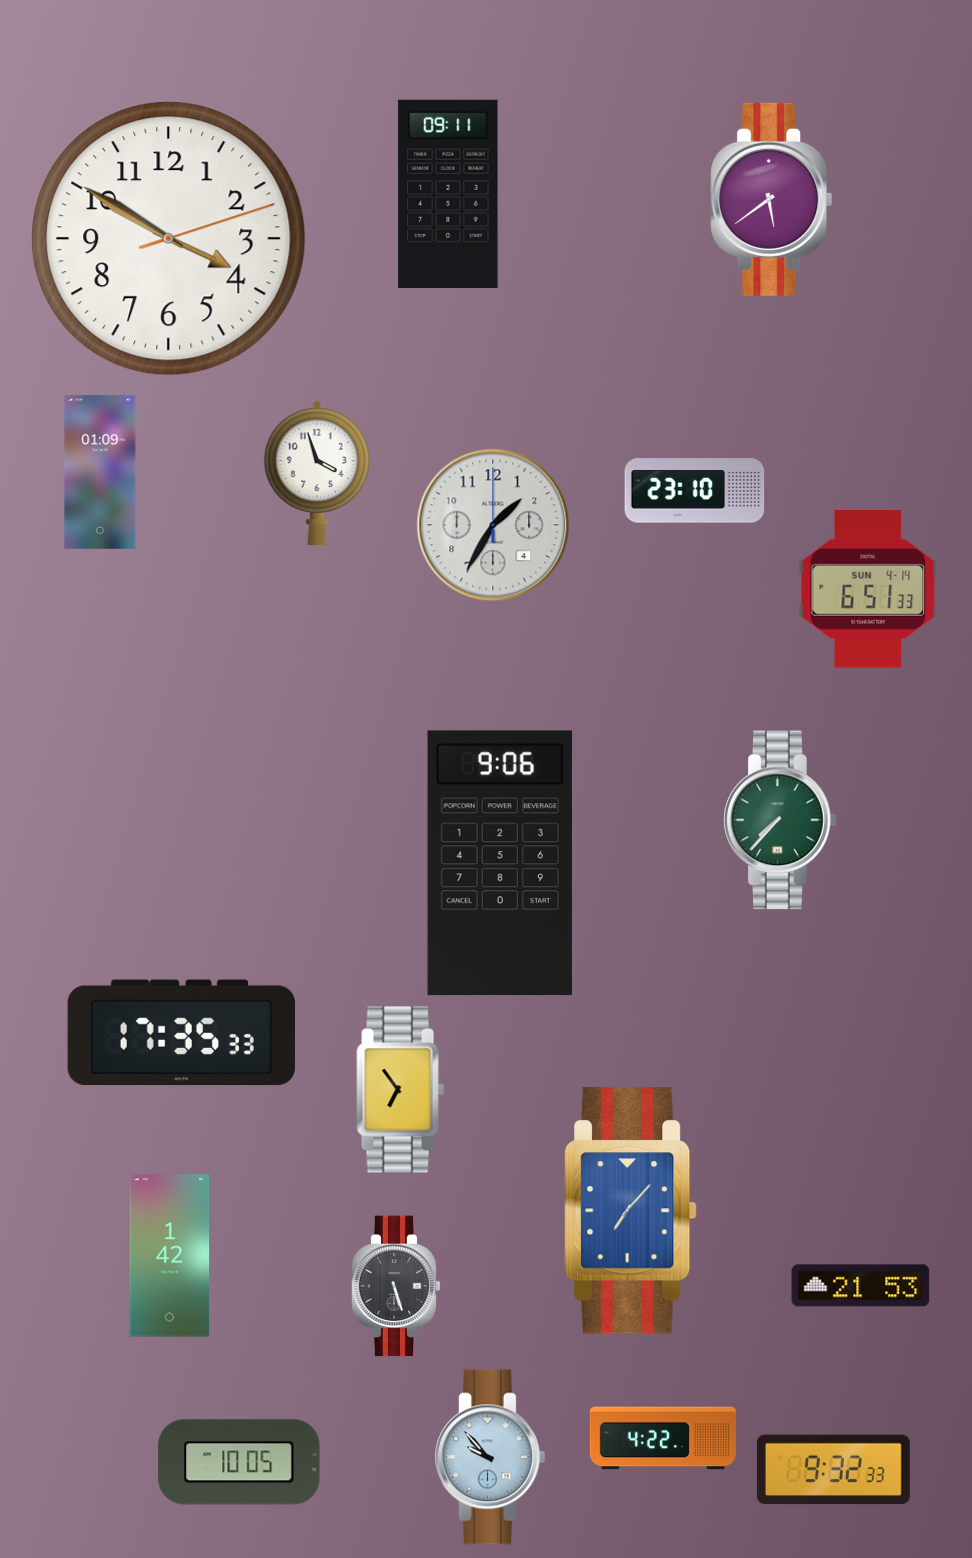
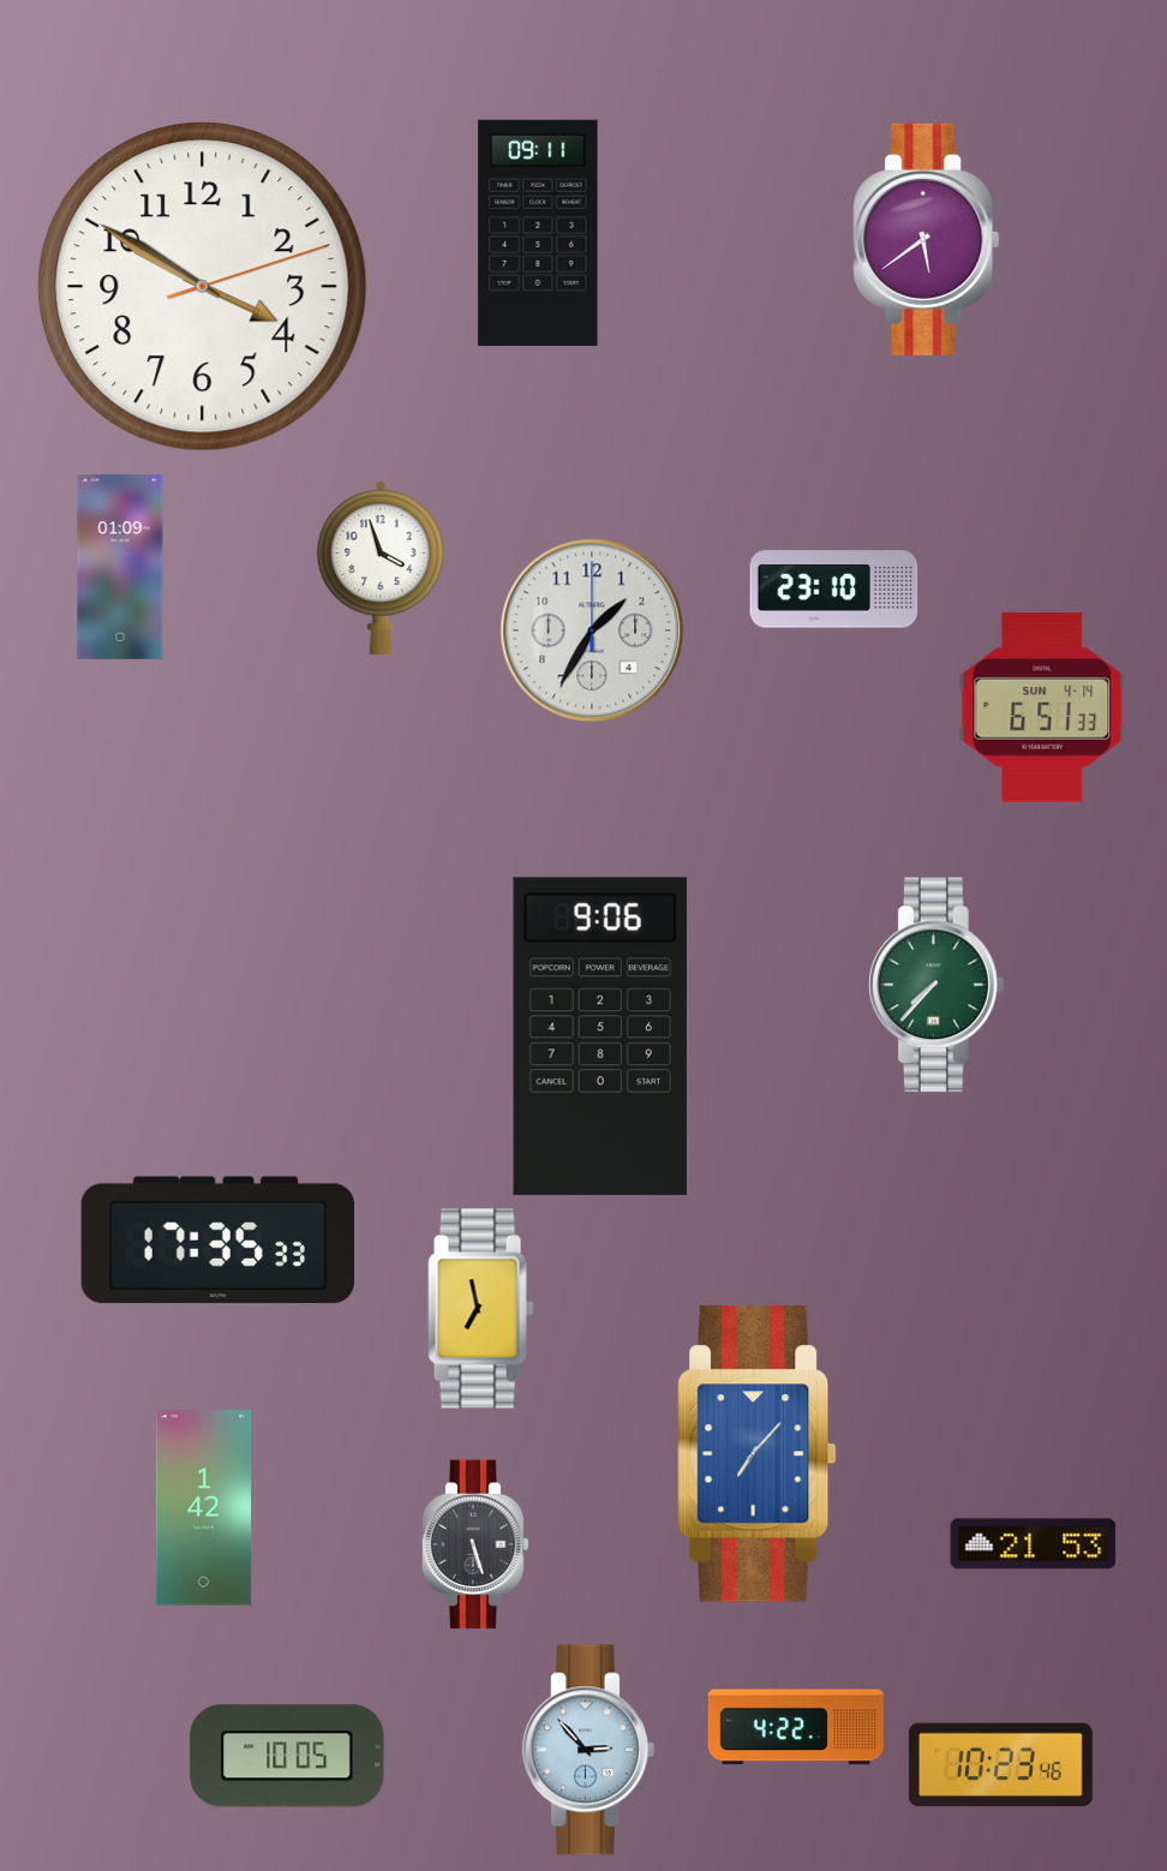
clock at (401, 1090): 6:54 -> 6:58
clock at (490, 1457): 9:53 -> 2:53
clock at (833, 1470): 9:32 -> 10:23
